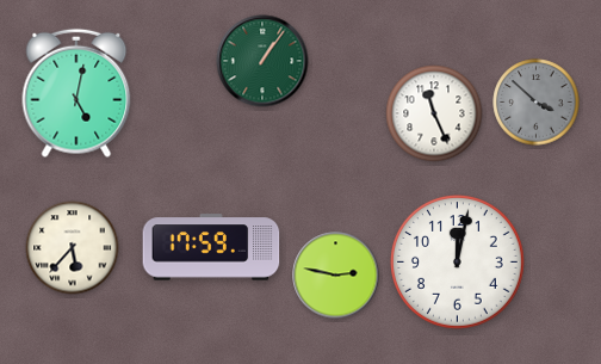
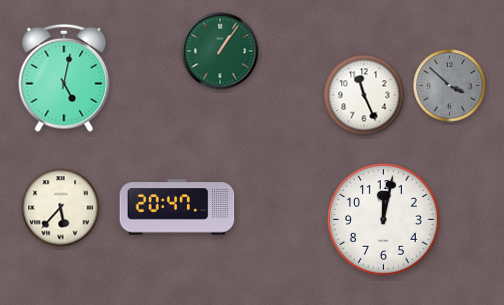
clock at (211, 247): 17:59 -> 20:47
clock at (336, 276): 2:47 -> none
